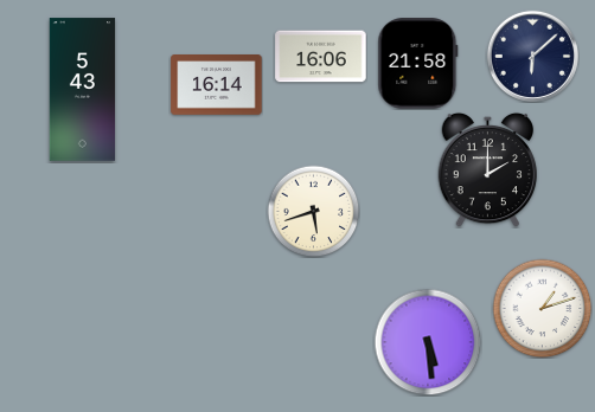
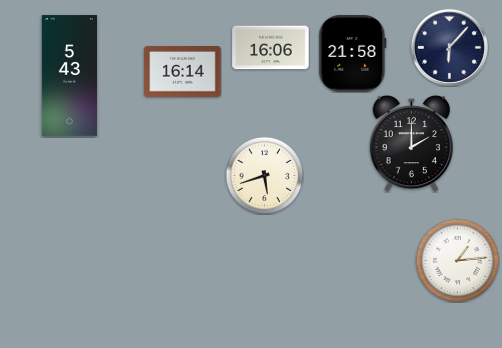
clock at (532, 56): 6:08 -> 6:07
clock at (313, 211) position: (313, 211) -> (264, 175)
clock at (542, 308): 1:12 -> 1:14
clock at (428, 342): 5:29 -> none
